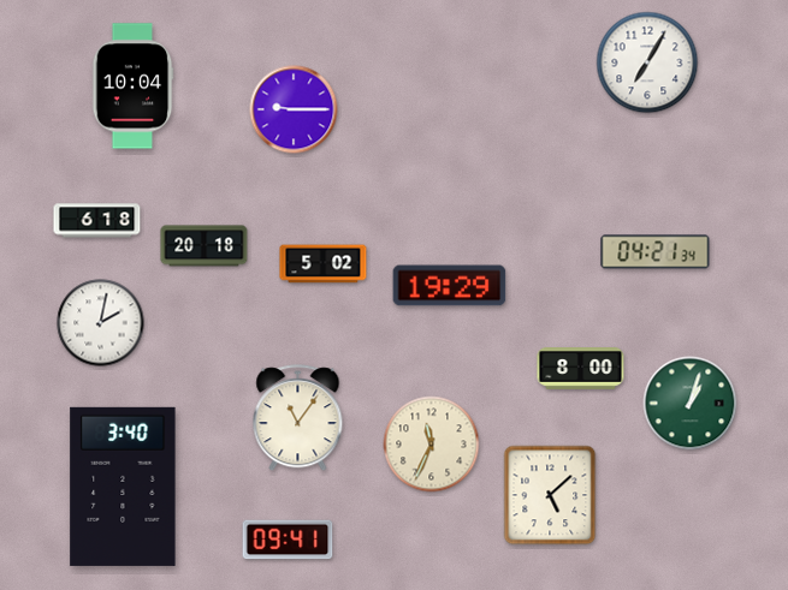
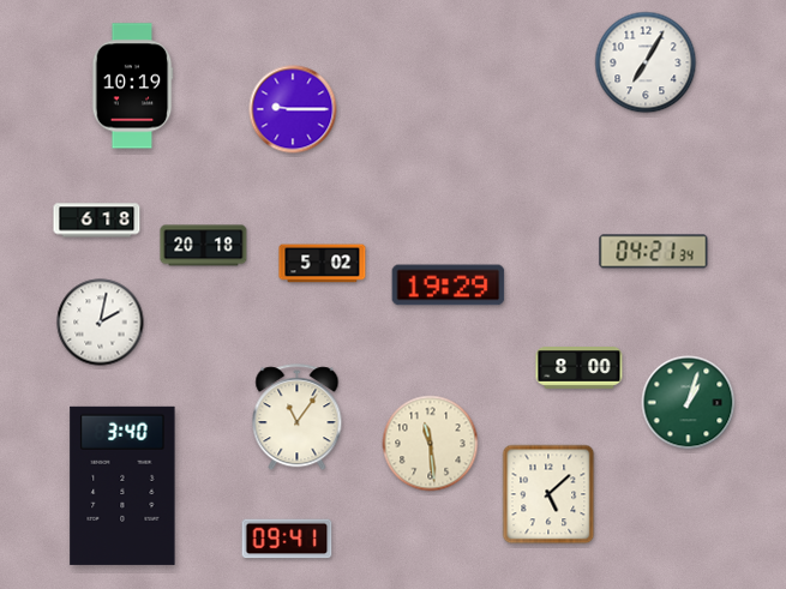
clock at (132, 87): 10:04 -> 10:19
clock at (432, 445): 11:34 -> 11:29
